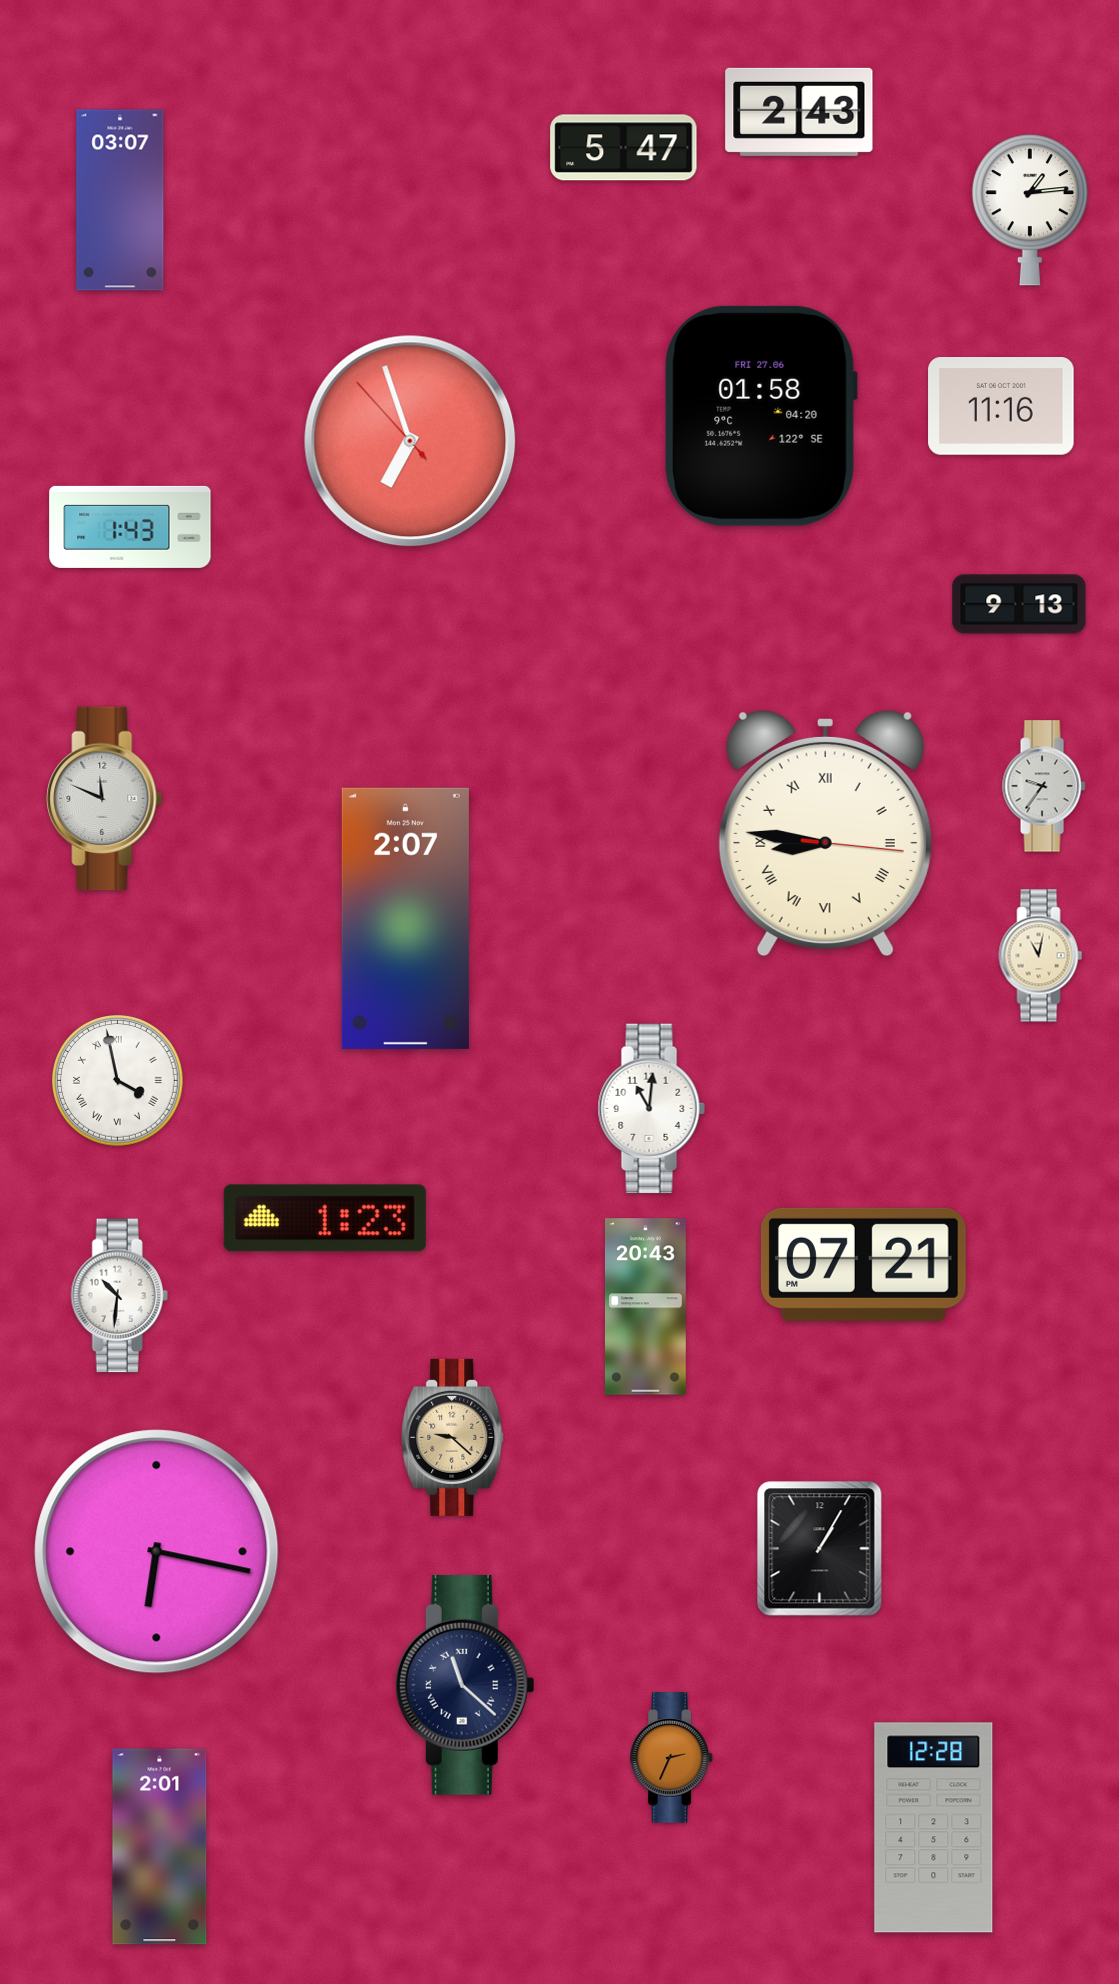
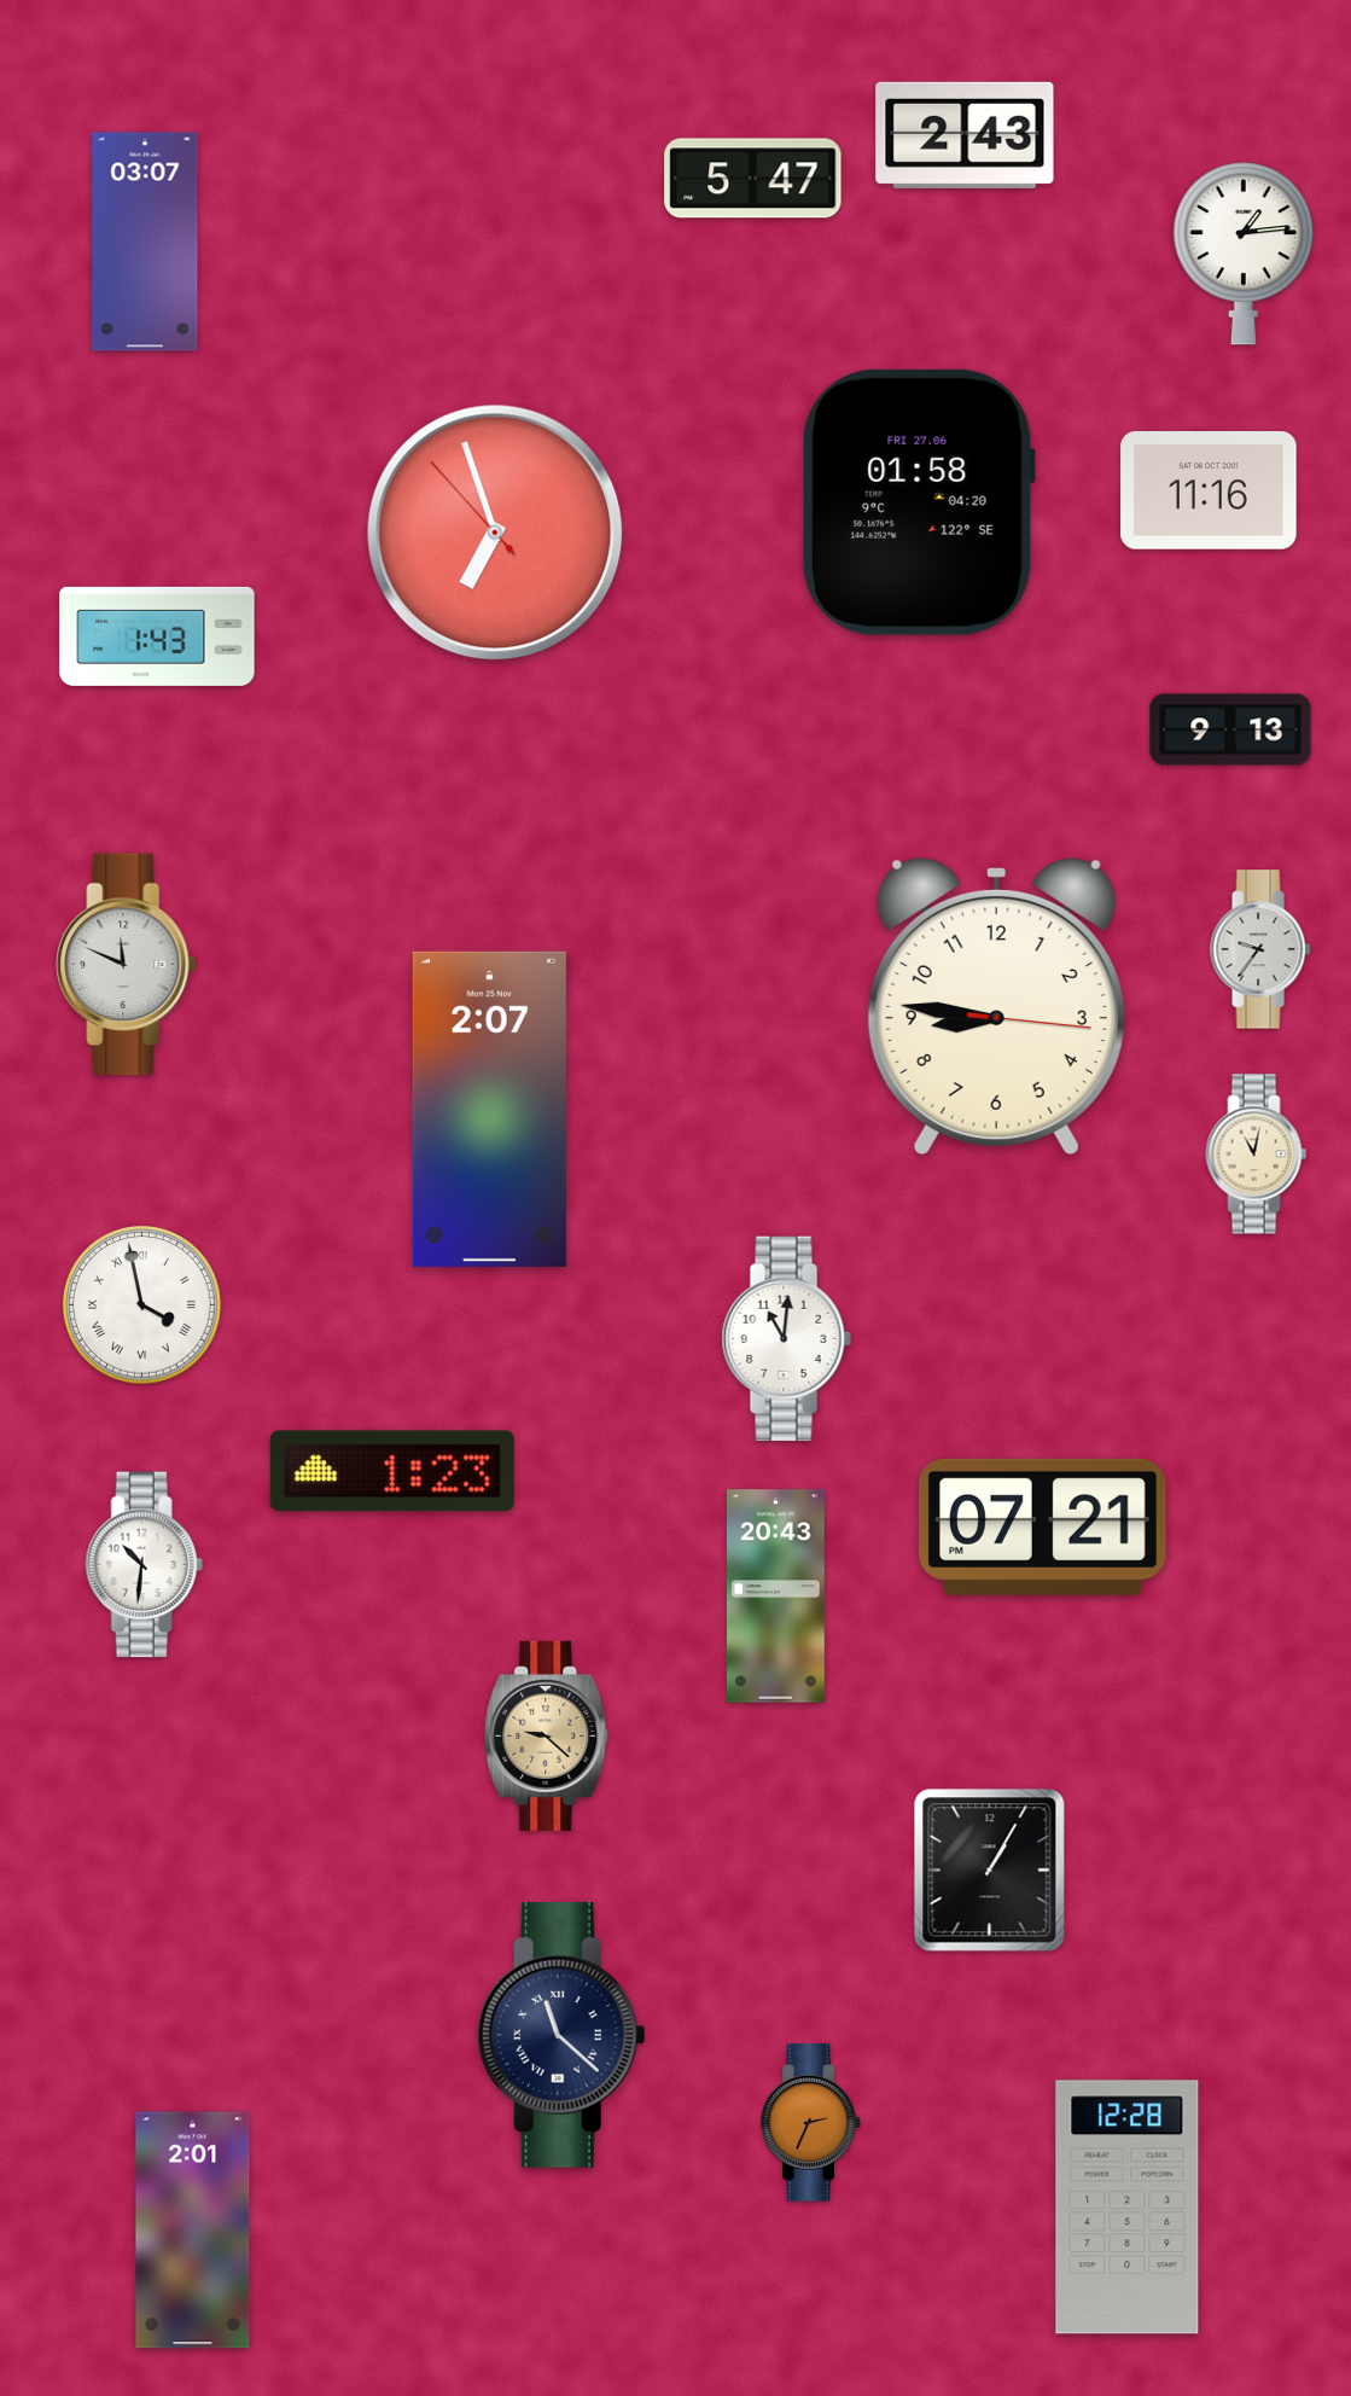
clock at (825, 833) numerals: Roman -> Arabic
clock at (645, 1307) position: (645, 1307) -> (775, 1597)
clock at (157, 1552): 6:17 -> none
